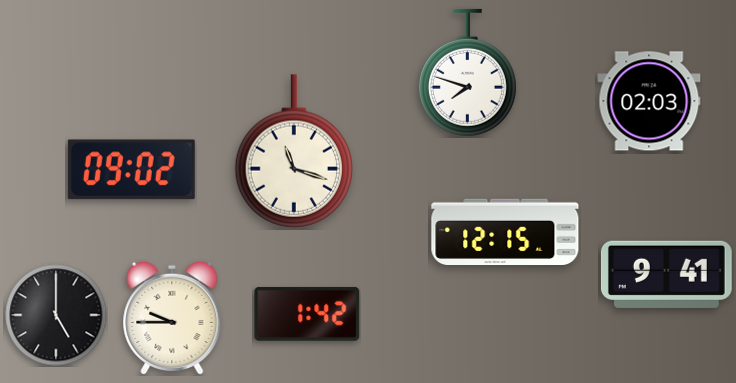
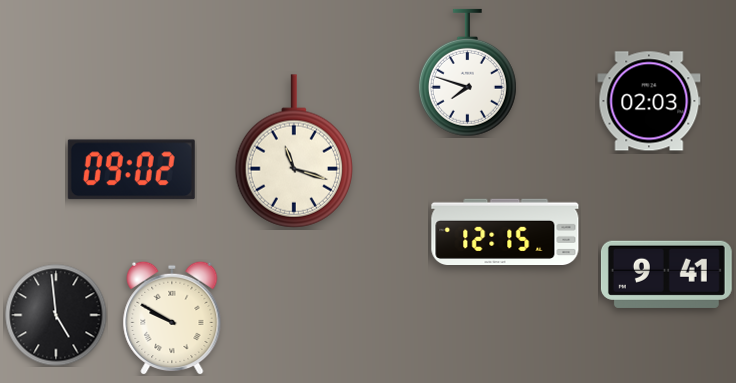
clock at (307, 314): 1:42 -> none
clock at (56, 315): 5:00 -> 4:59
clock at (172, 318): 9:45 -> 9:50
